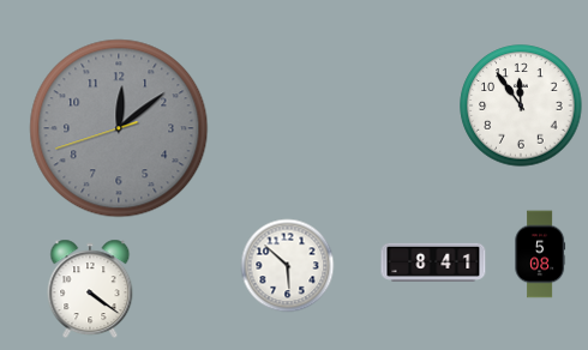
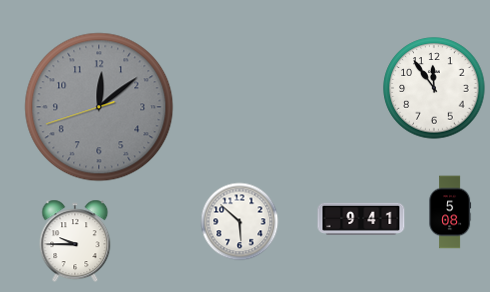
clock at (433, 262): 8:41 -> 9:41
clock at (90, 289): 4:21 -> 9:45
